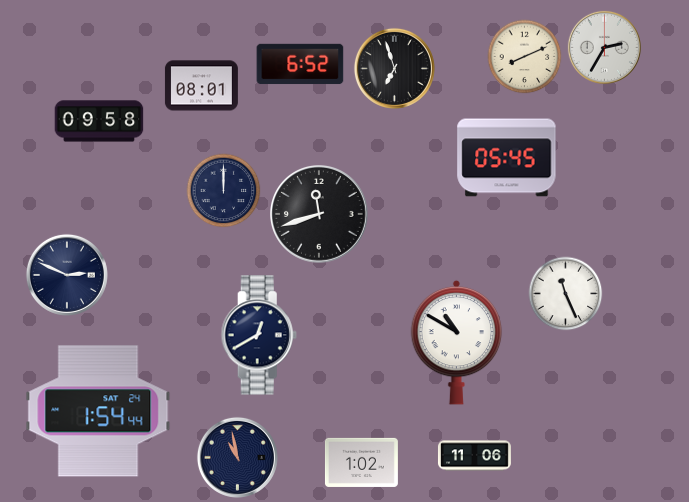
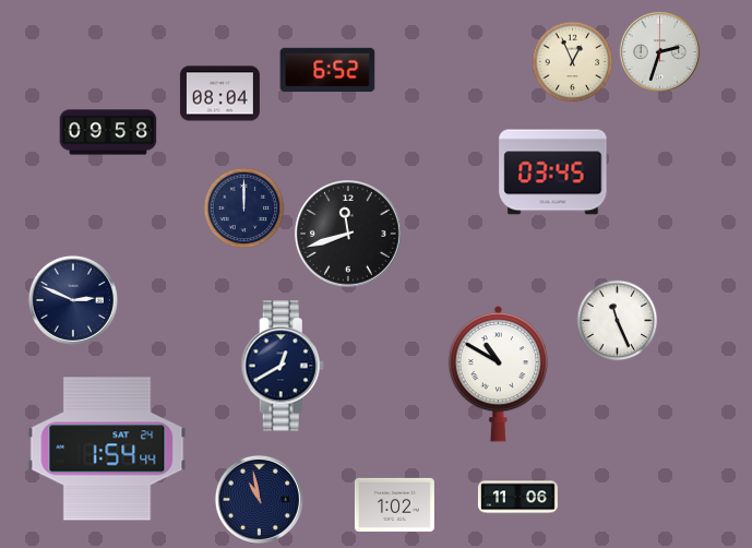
clock at (604, 47): 2:35 -> 2:33
clock at (525, 57): 8:11 -> 12:56
clock at (394, 68): 6:57 -> none
clock at (201, 86): 08:01 -> 08:04
clock at (507, 158): 05:45 -> 03:45
